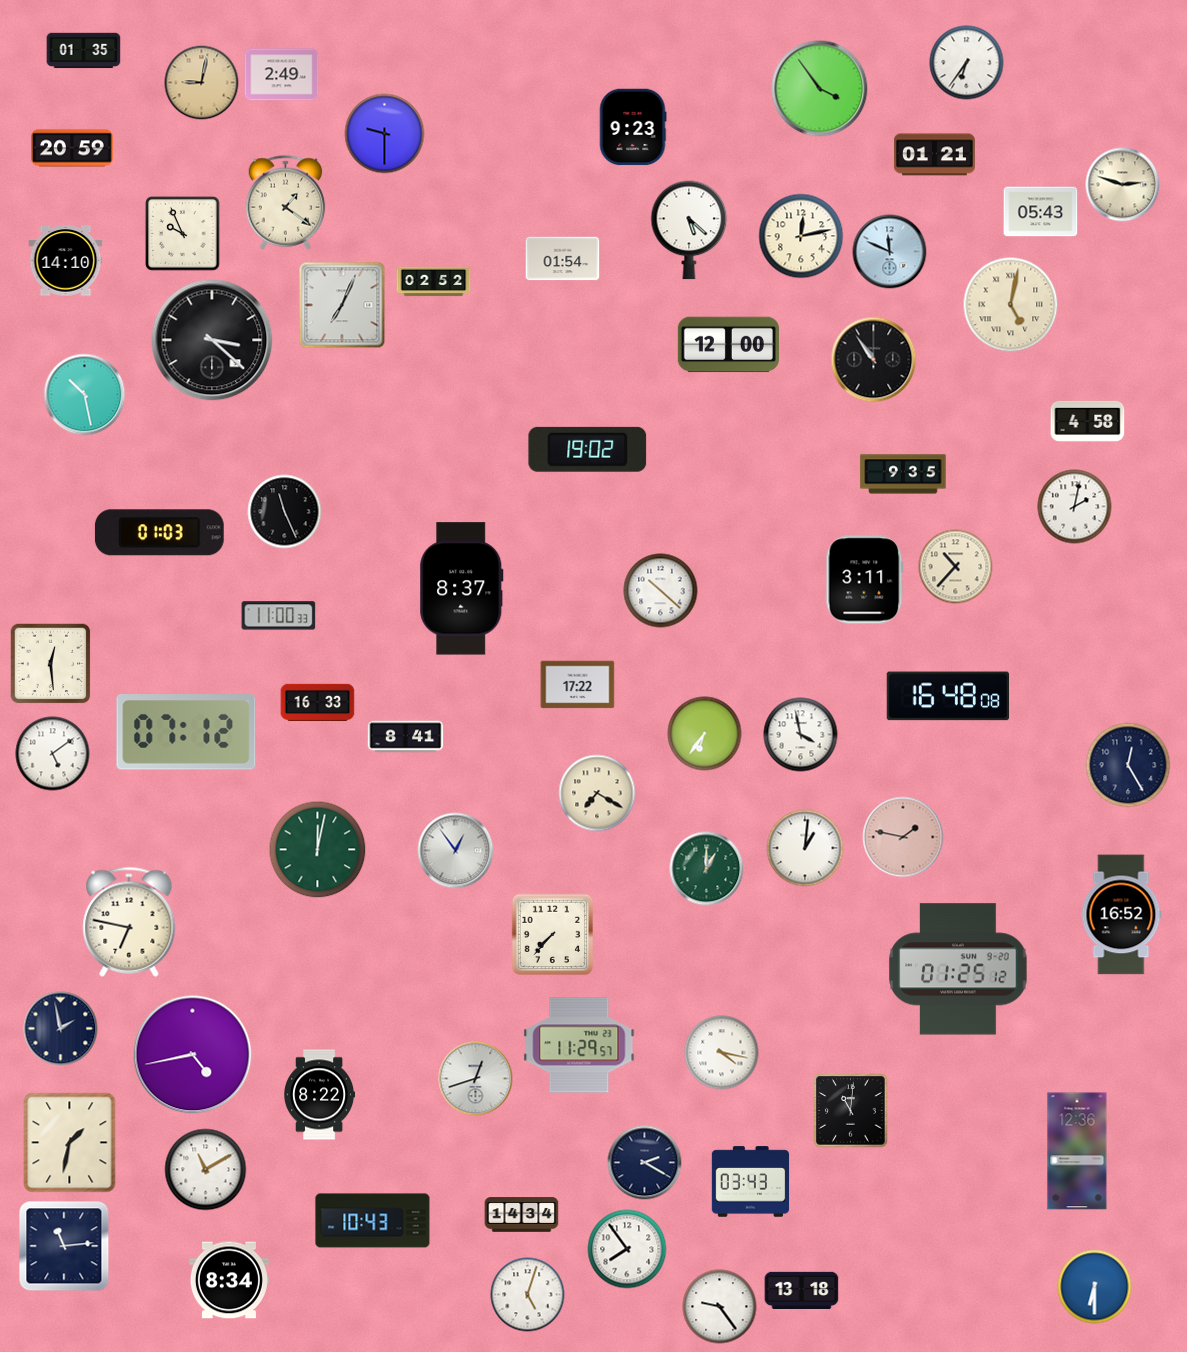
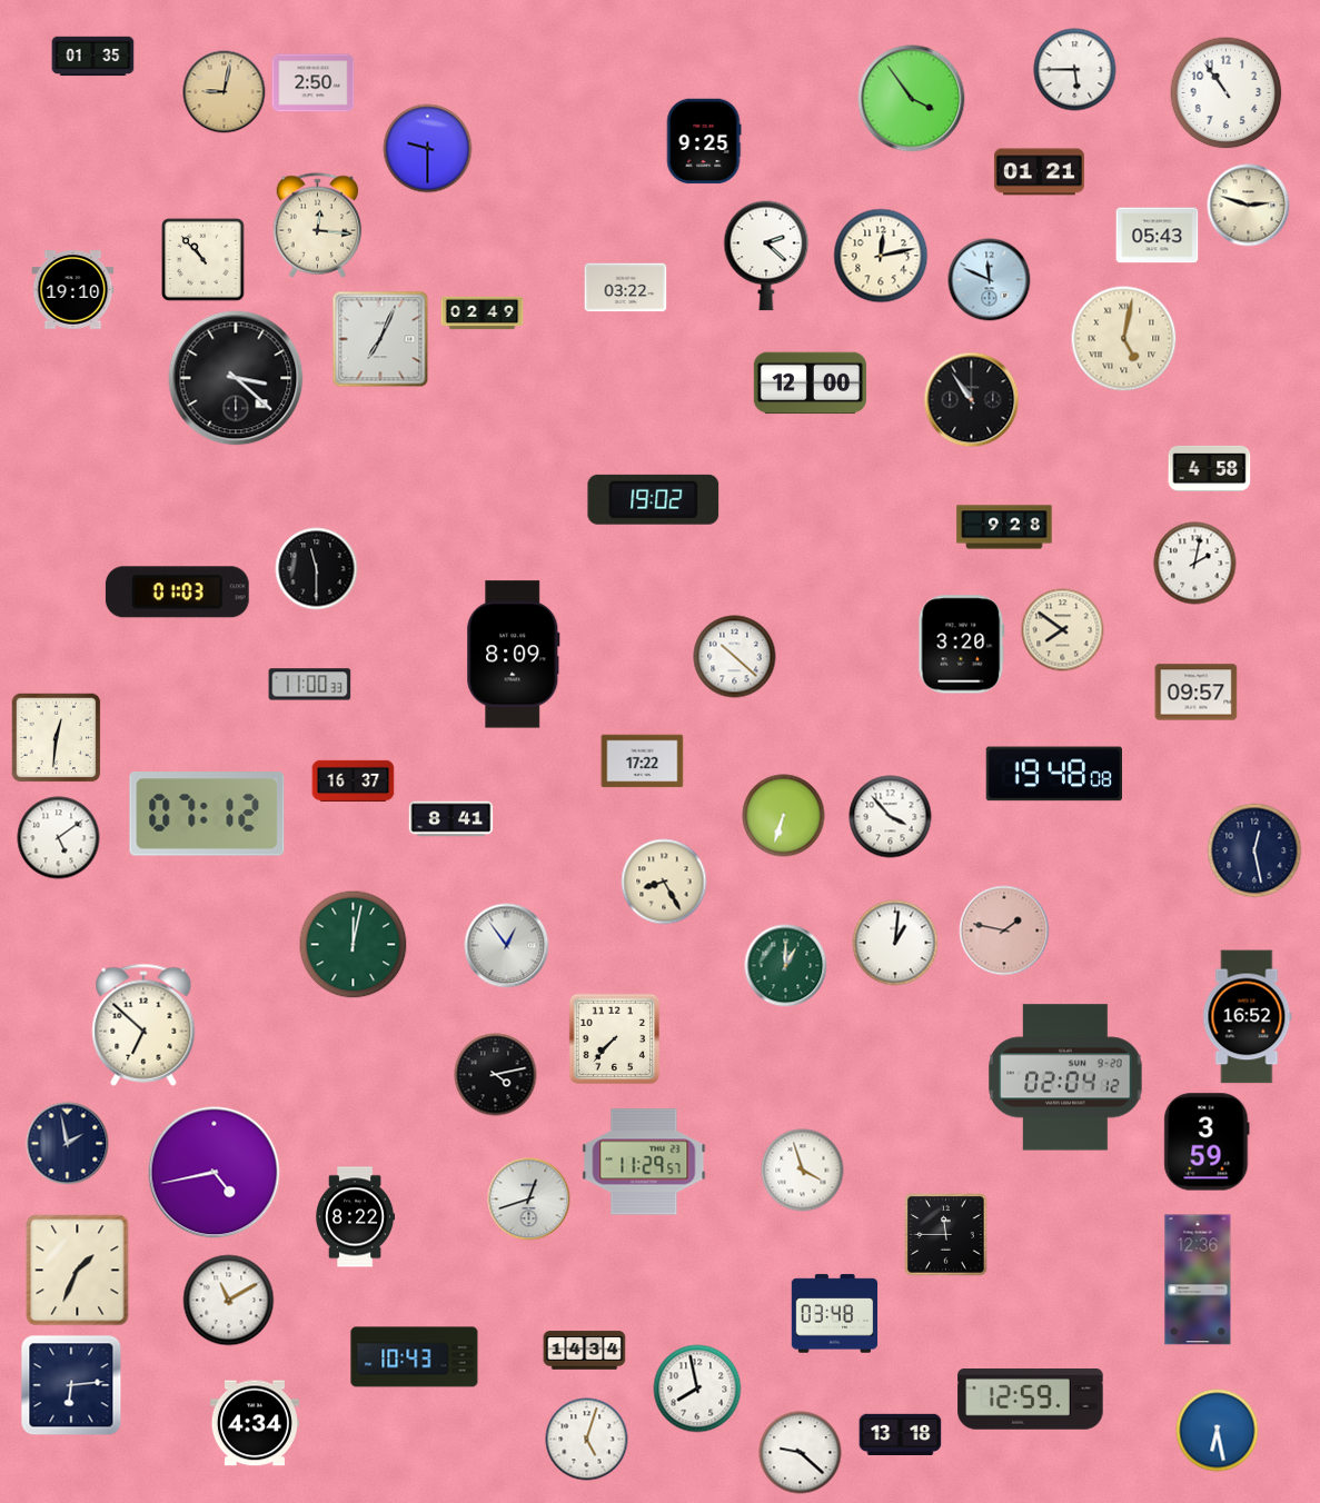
clock at (967, 63): 6:36 -> 5:45
clock at (282, 75): 2:49 -> 2:50
clock at (1227, 93): none -> 10:54
clock at (633, 127): 9:23 -> 9:25
clock at (73, 148): 20:59 -> none
clock at (286, 203): 1:21 -> 12:16
clock at (689, 230): 5:22 -> 2:22
clock at (183, 234): 9:56 -> 10:53
clock at (801, 236) position: (801, 236) -> (881, 256)
clock at (563, 259): 01:54 -> 03:22
clock at (66, 261): 14:10 -> 19:10
clock at (434, 282): 02:52 -> 02:49
clock at (85, 395): 10:28 -> none
clock at (903, 474): 9:35 -> 9:28
clock at (285, 512): 11:26 -> 11:30
clock at (956, 567): 10:37 -> 7:51
clock at (865, 580): 3:11 -> 3:20
clock at (462, 589): 8:37 -> 8:09
clock at (1197, 693): none -> 09:57
clock at (51, 664): 12:29 -> 12:31
clock at (947, 696): 16:48 -> 19:48
clock at (318, 703): 16:33 -> 16:37
clock at (705, 734): 6:36 -> 6:33
clock at (801, 735): 3:58 -> 3:53
clock at (1128, 765): 12:25 -> 12:28
clock at (597, 793): 7:20 -> 8:25
clock at (129, 922): 6:47 -> 6:52
clock at (496, 1075): none -> 4:13
clock at (958, 969): 01:25 -> 02:04
clock at (1207, 1142): none -> 3:59
clock at (722, 1053): 4:17 -> 3:57
clock at (851, 1111): 11:01 -> 11:45
clock at (70, 1143): 1:32 -> 1:34
clock at (645, 1163): 2:20 -> none
clock at (751, 1182): 03:43 -> 03:48
clock at (522, 1215) position: (522, 1215) -> (585, 1351)
clock at (64, 1246): 11:14 -> 6:14
clock at (627, 1249): 7:54 -> 7:58
clock at (1031, 1400): none -> 12:59
clock at (229, 1280): 8:34 -> 4:34
clock at (1095, 1287): 6:30 -> 6:28
clock at (802, 1290) position: (802, 1290) -> (901, 1434)
clock at (720, 1307): 9:24 -> 9:22
